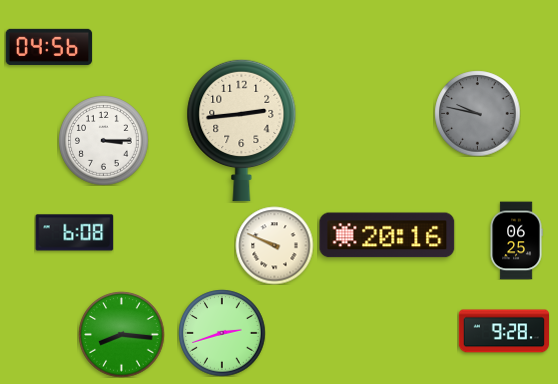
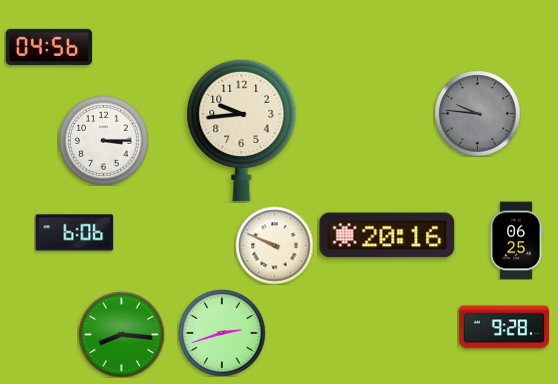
clock at (477, 113): 9:47 -> 9:46
clock at (242, 130): 2:44 -> 9:44
clock at (74, 233): 6:08 -> 6:06
clock at (503, 331) position: (503, 331) -> (503, 327)
